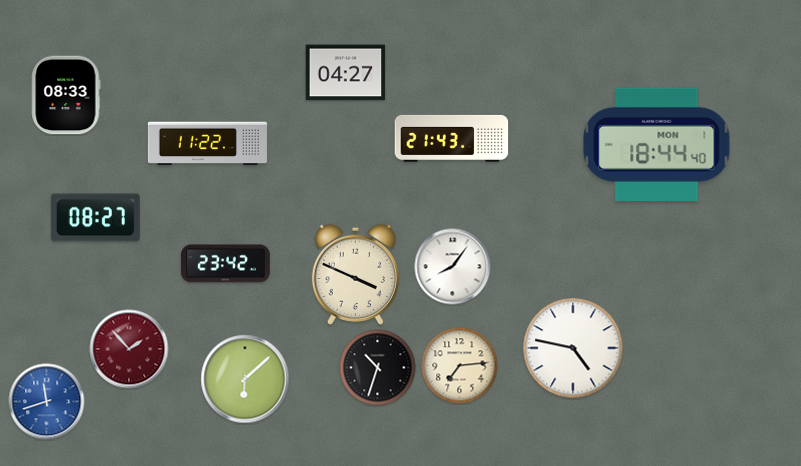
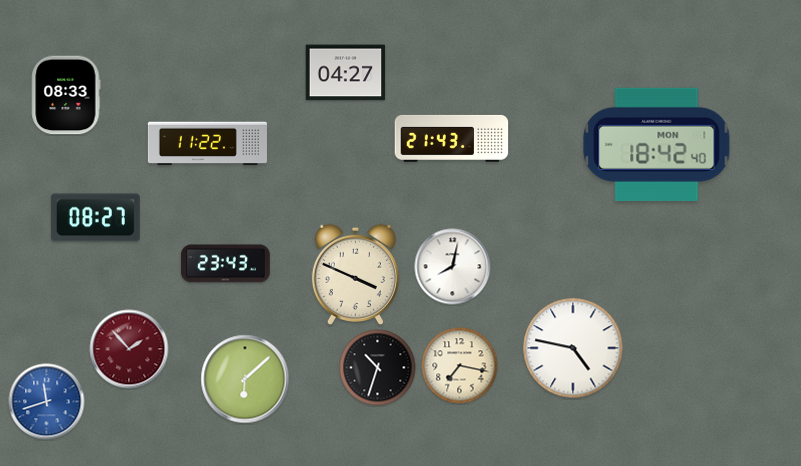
clock at (657, 144): 18:44 -> 18:42
clock at (225, 264): 23:42 -> 23:43
clock at (453, 267): 8:06 -> 8:02
clock at (460, 366): 7:14 -> 7:17
